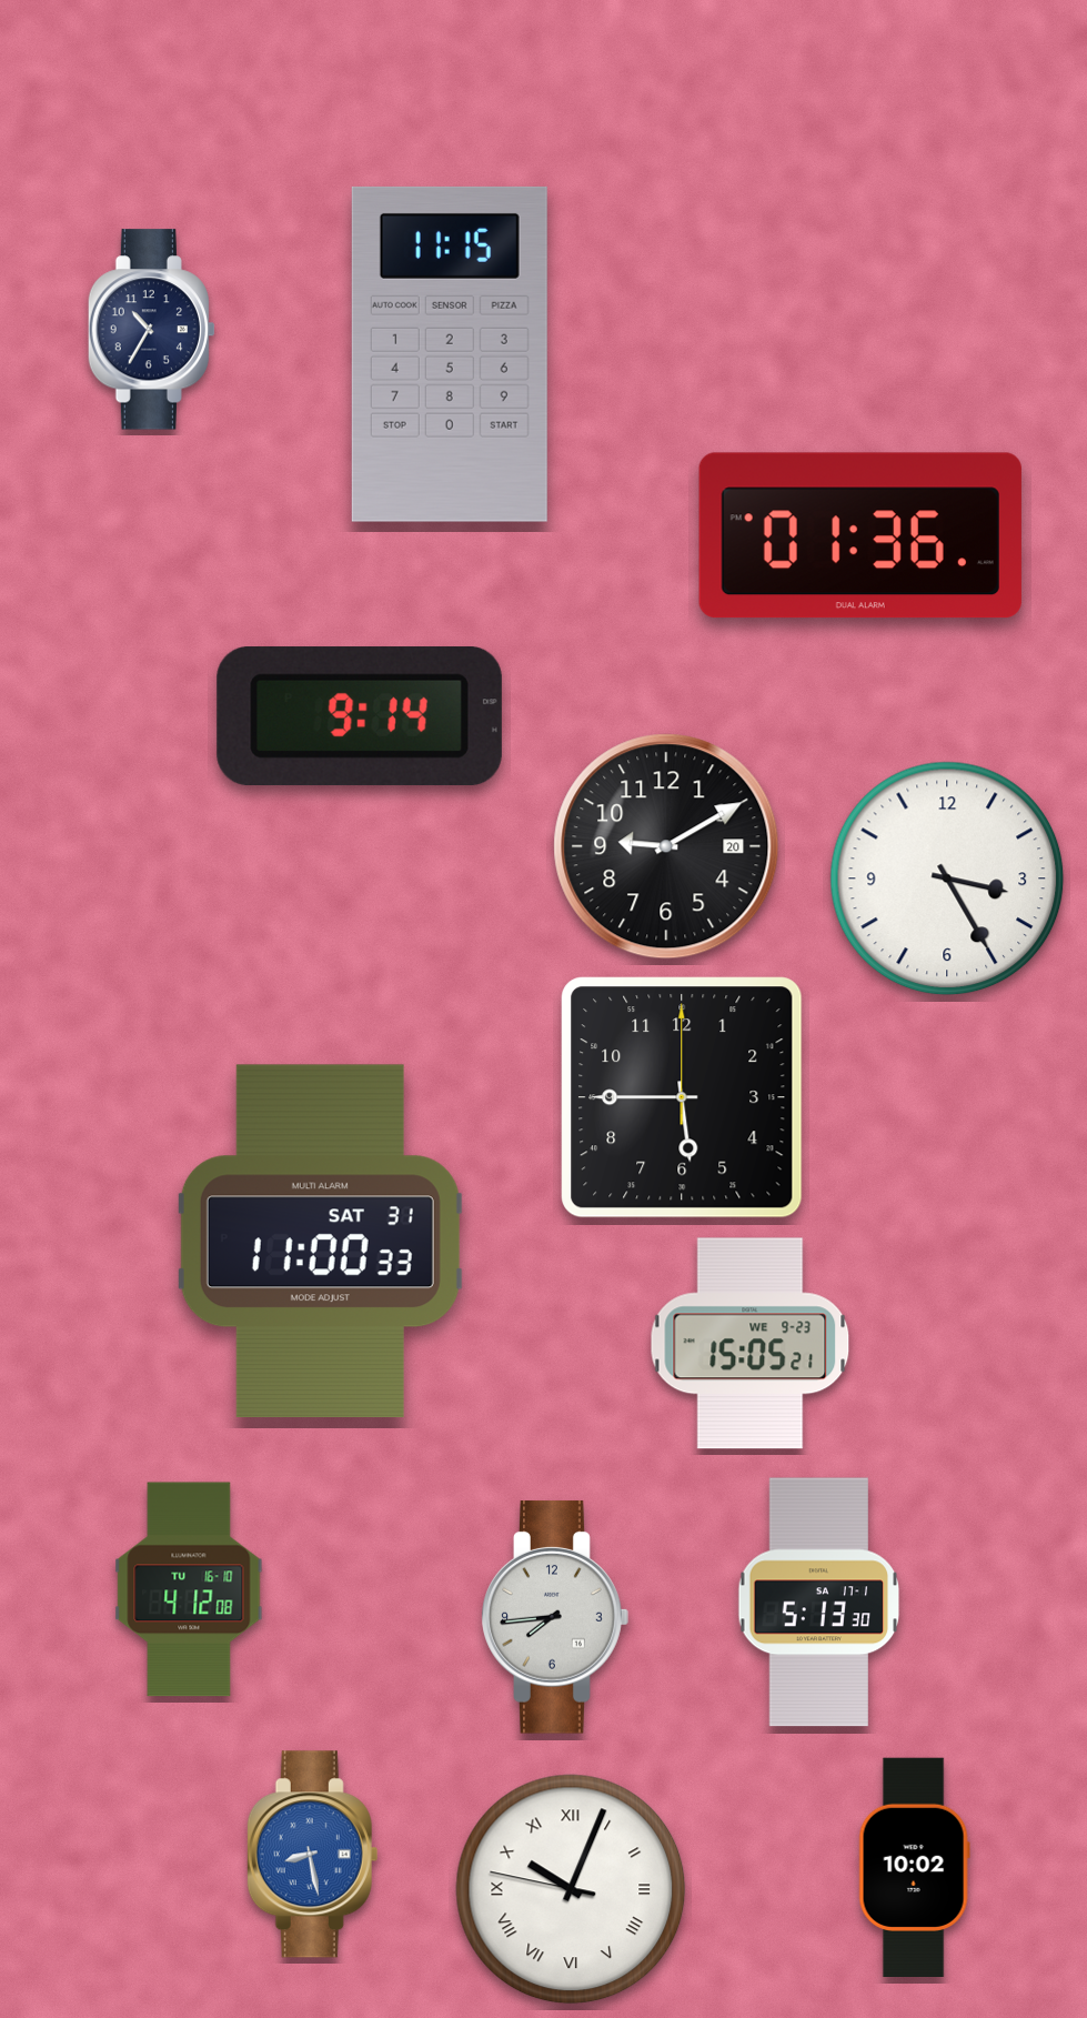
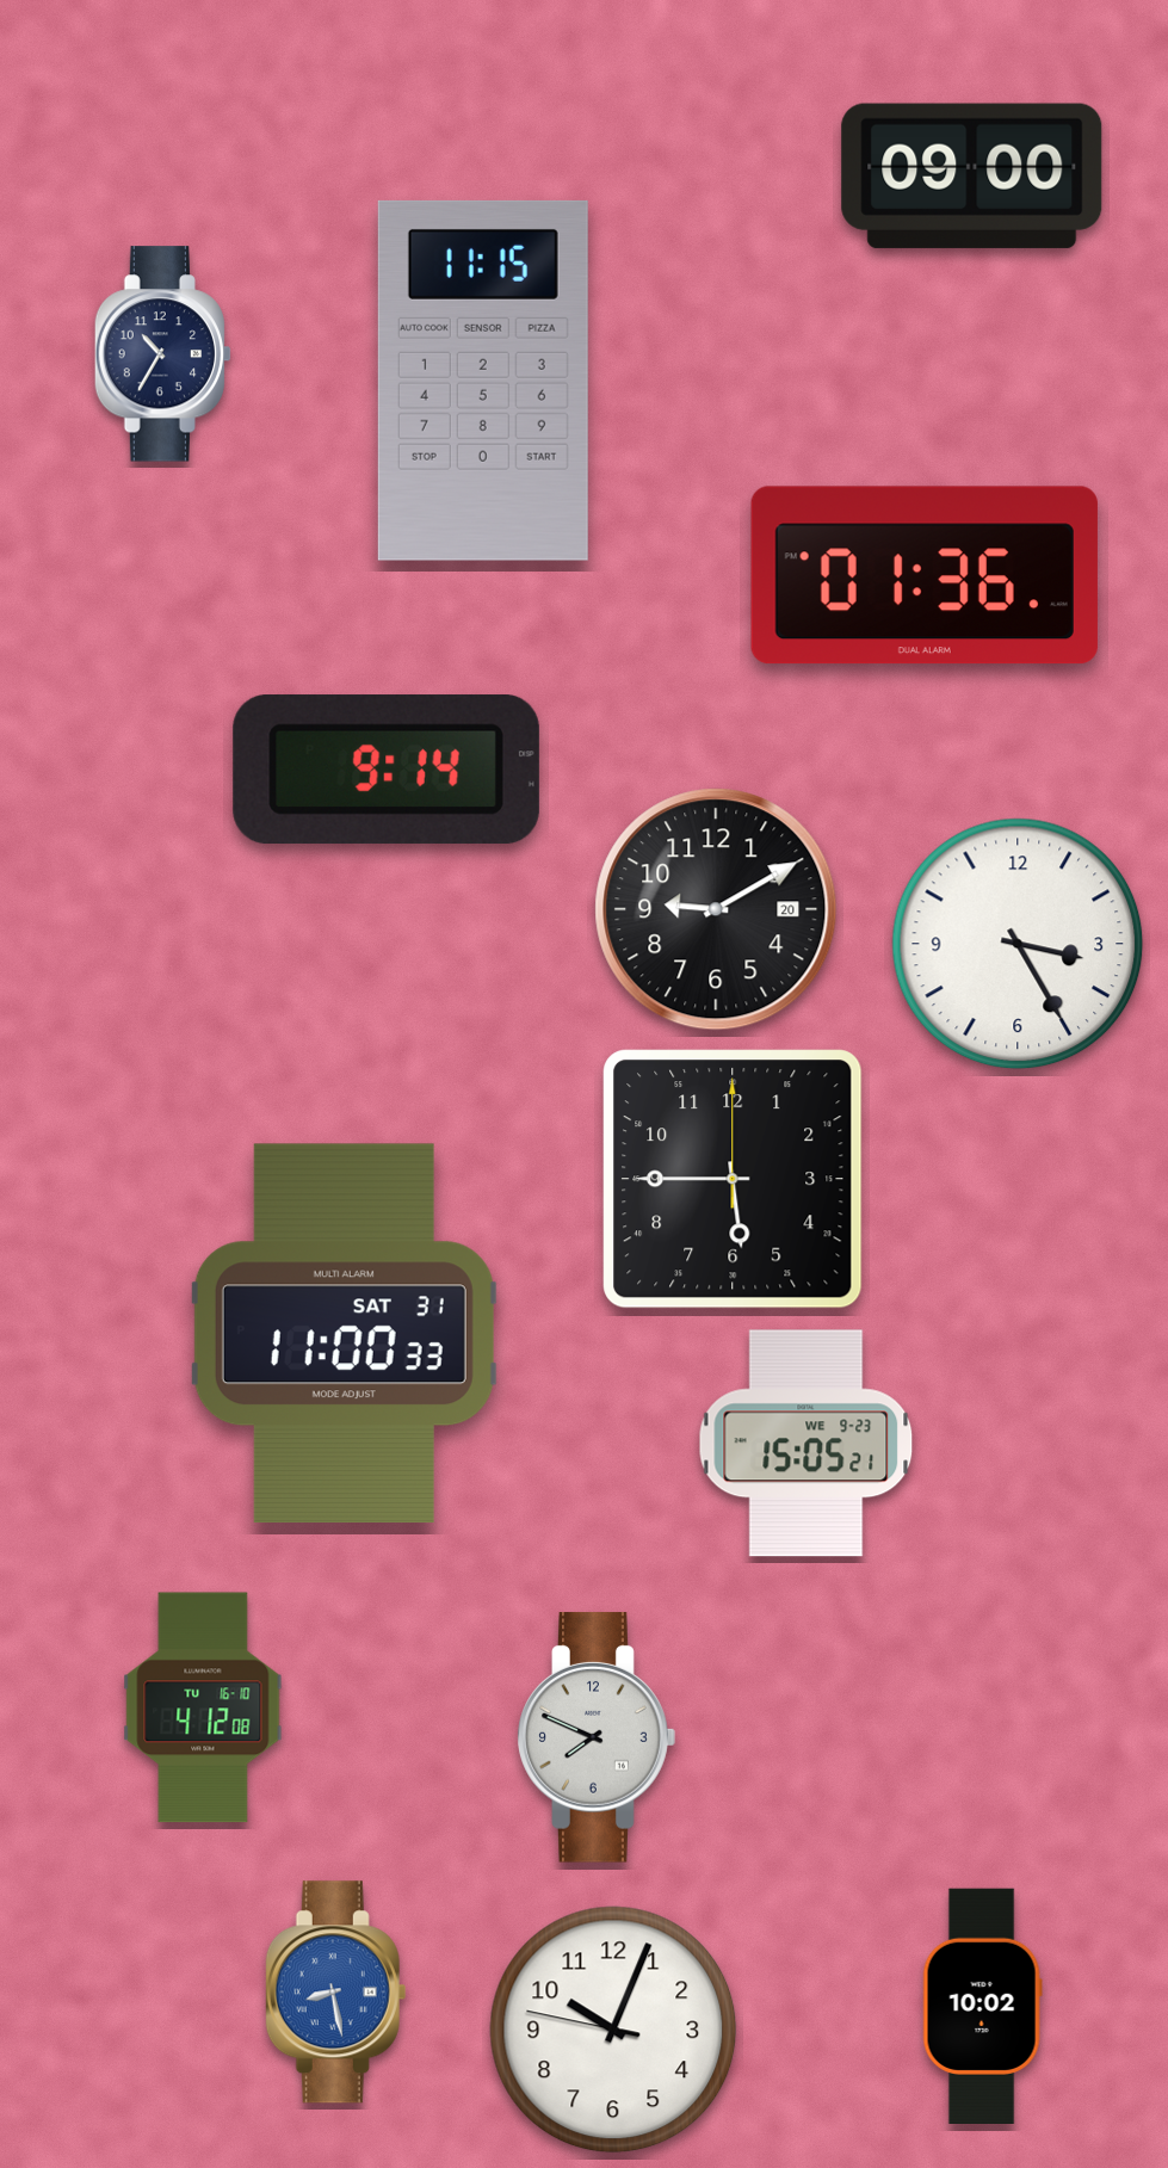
clock at (972, 175): none -> 09:00
clock at (819, 1603): 5:13 -> none
clock at (555, 1617): 7:44 -> 7:49
clock at (571, 1889) numerals: Roman -> Arabic
